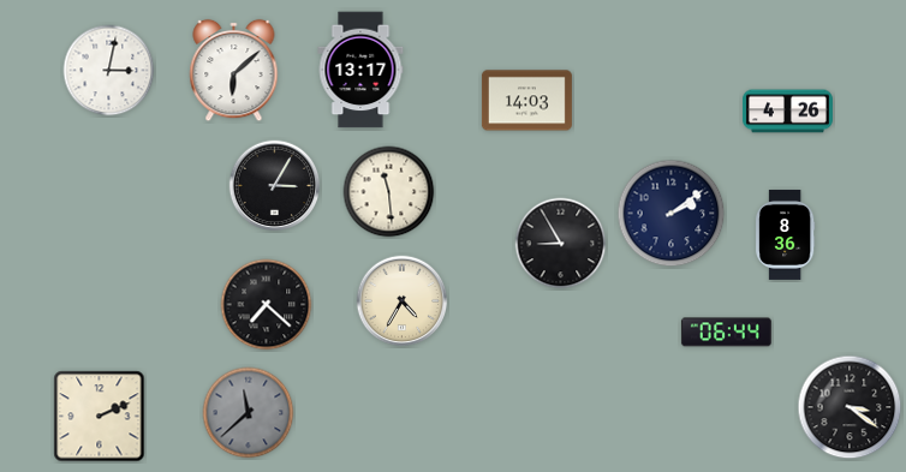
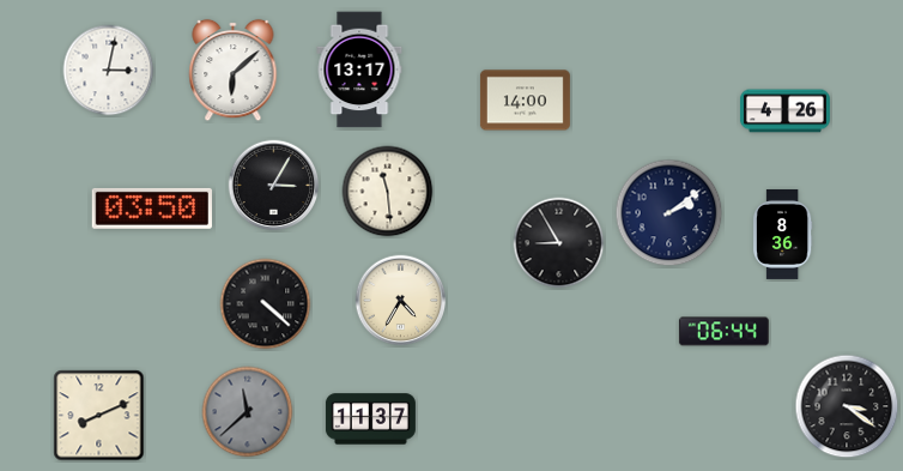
clock at (526, 101): 14:03 -> 14:00
clock at (152, 209): none -> 03:50
clock at (267, 305): 7:22 -> 4:22
clock at (100, 417): 2:11 -> 8:11
clock at (370, 419): none -> 11:37
